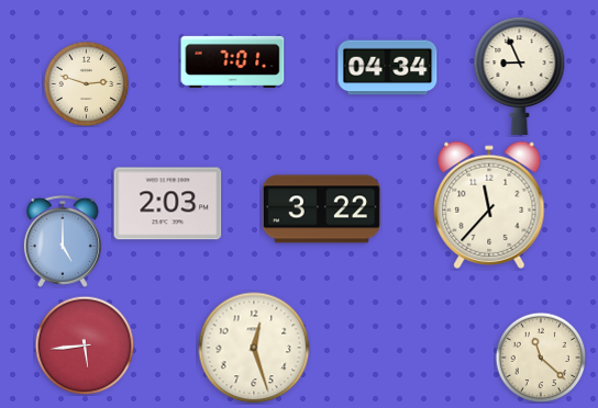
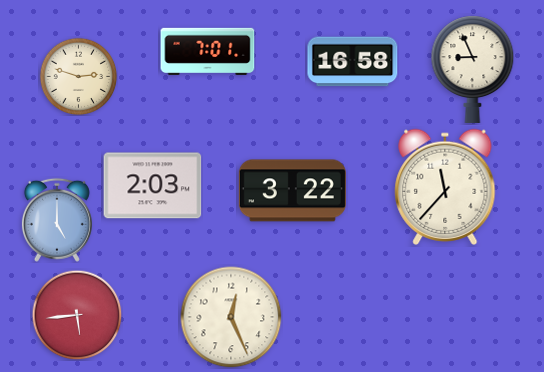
clock at (233, 61) position: (233, 61) -> (208, 51)
clock at (388, 68): 04:34 -> 16:58
clock at (254, 348): 12:27 -> 12:26
clock at (541, 358): 11:22 -> none
